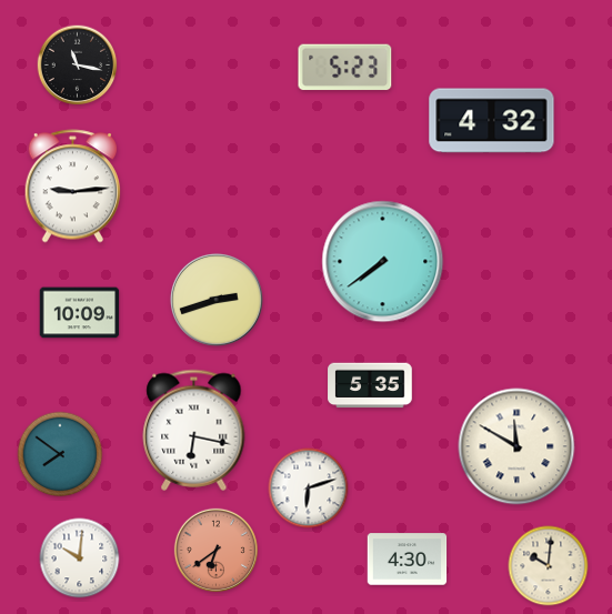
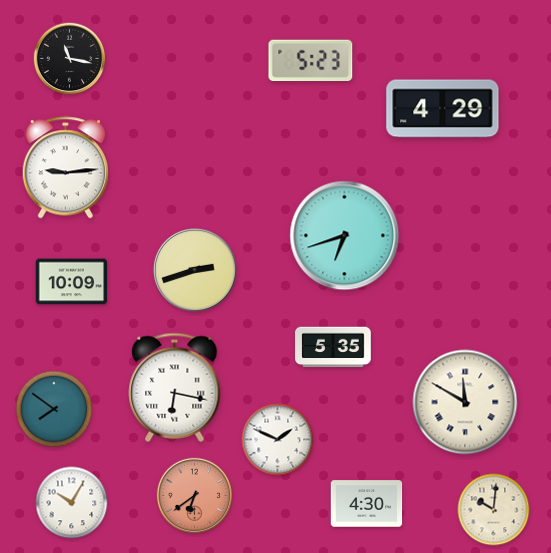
clock at (492, 121): 4:32 -> 4:29
clock at (383, 262): 7:39 -> 6:42
clock at (309, 489): 6:12 -> 1:49
clock at (80, 558): 10:01 -> 10:05
